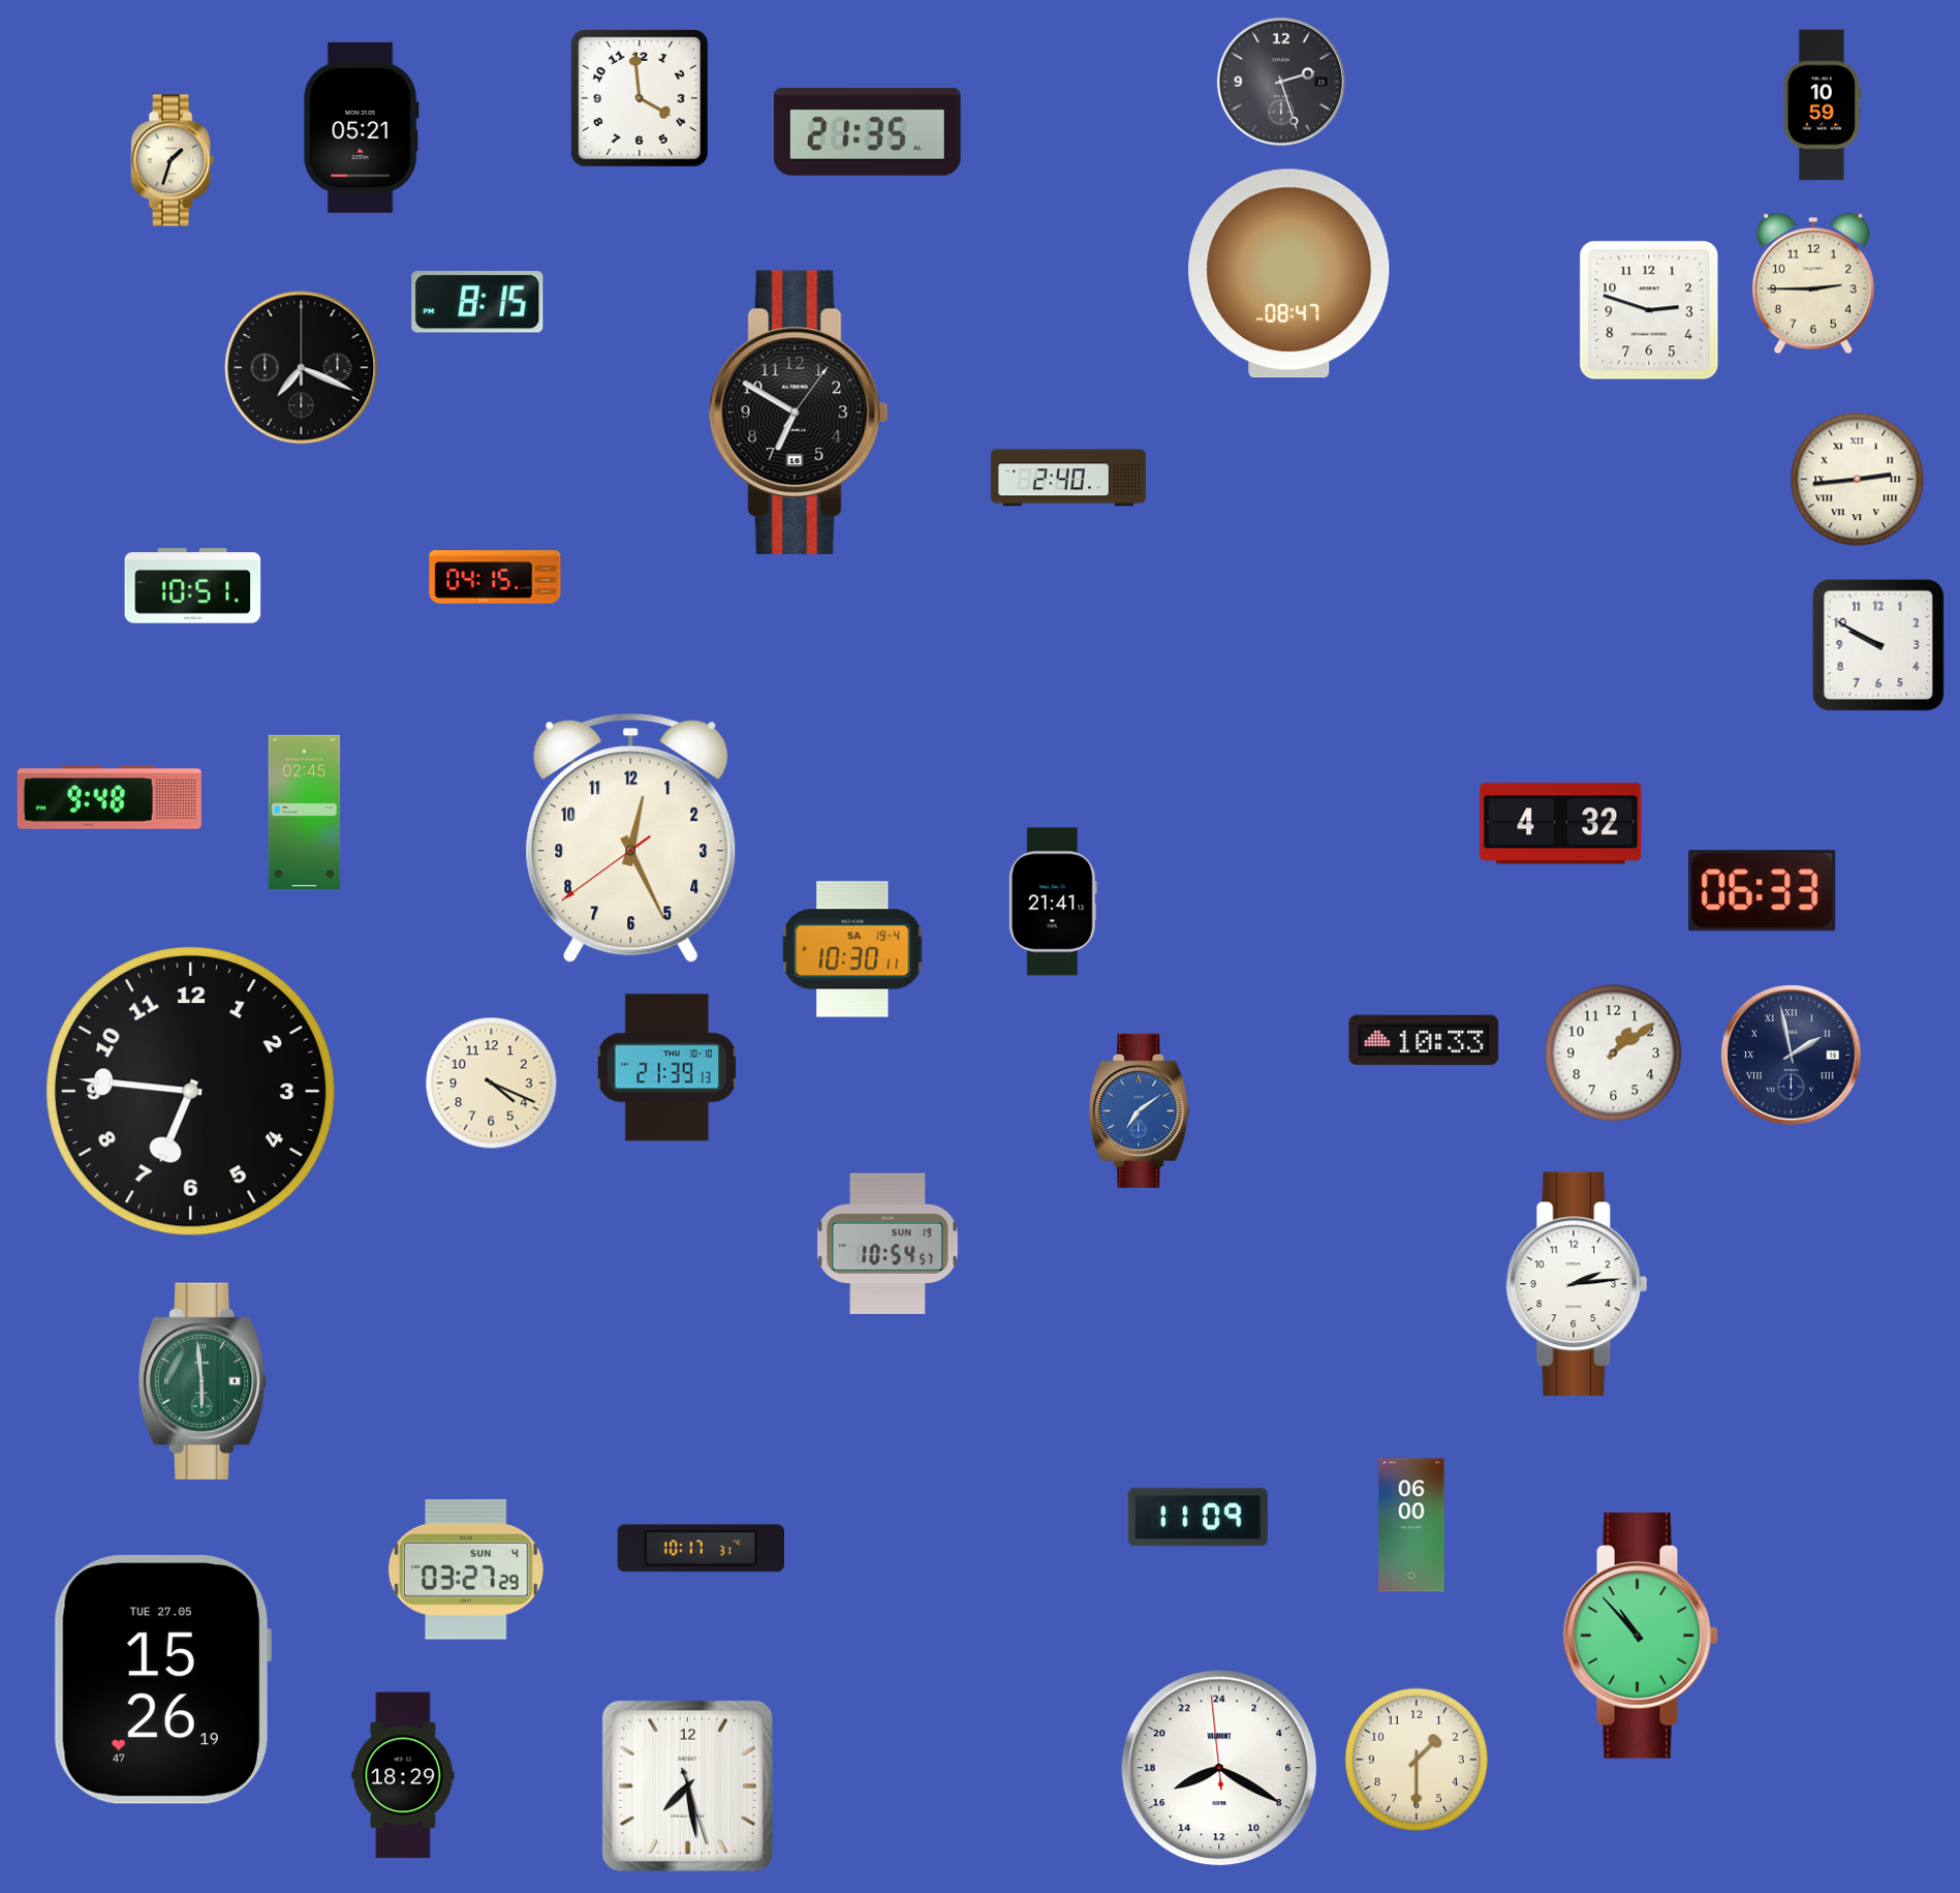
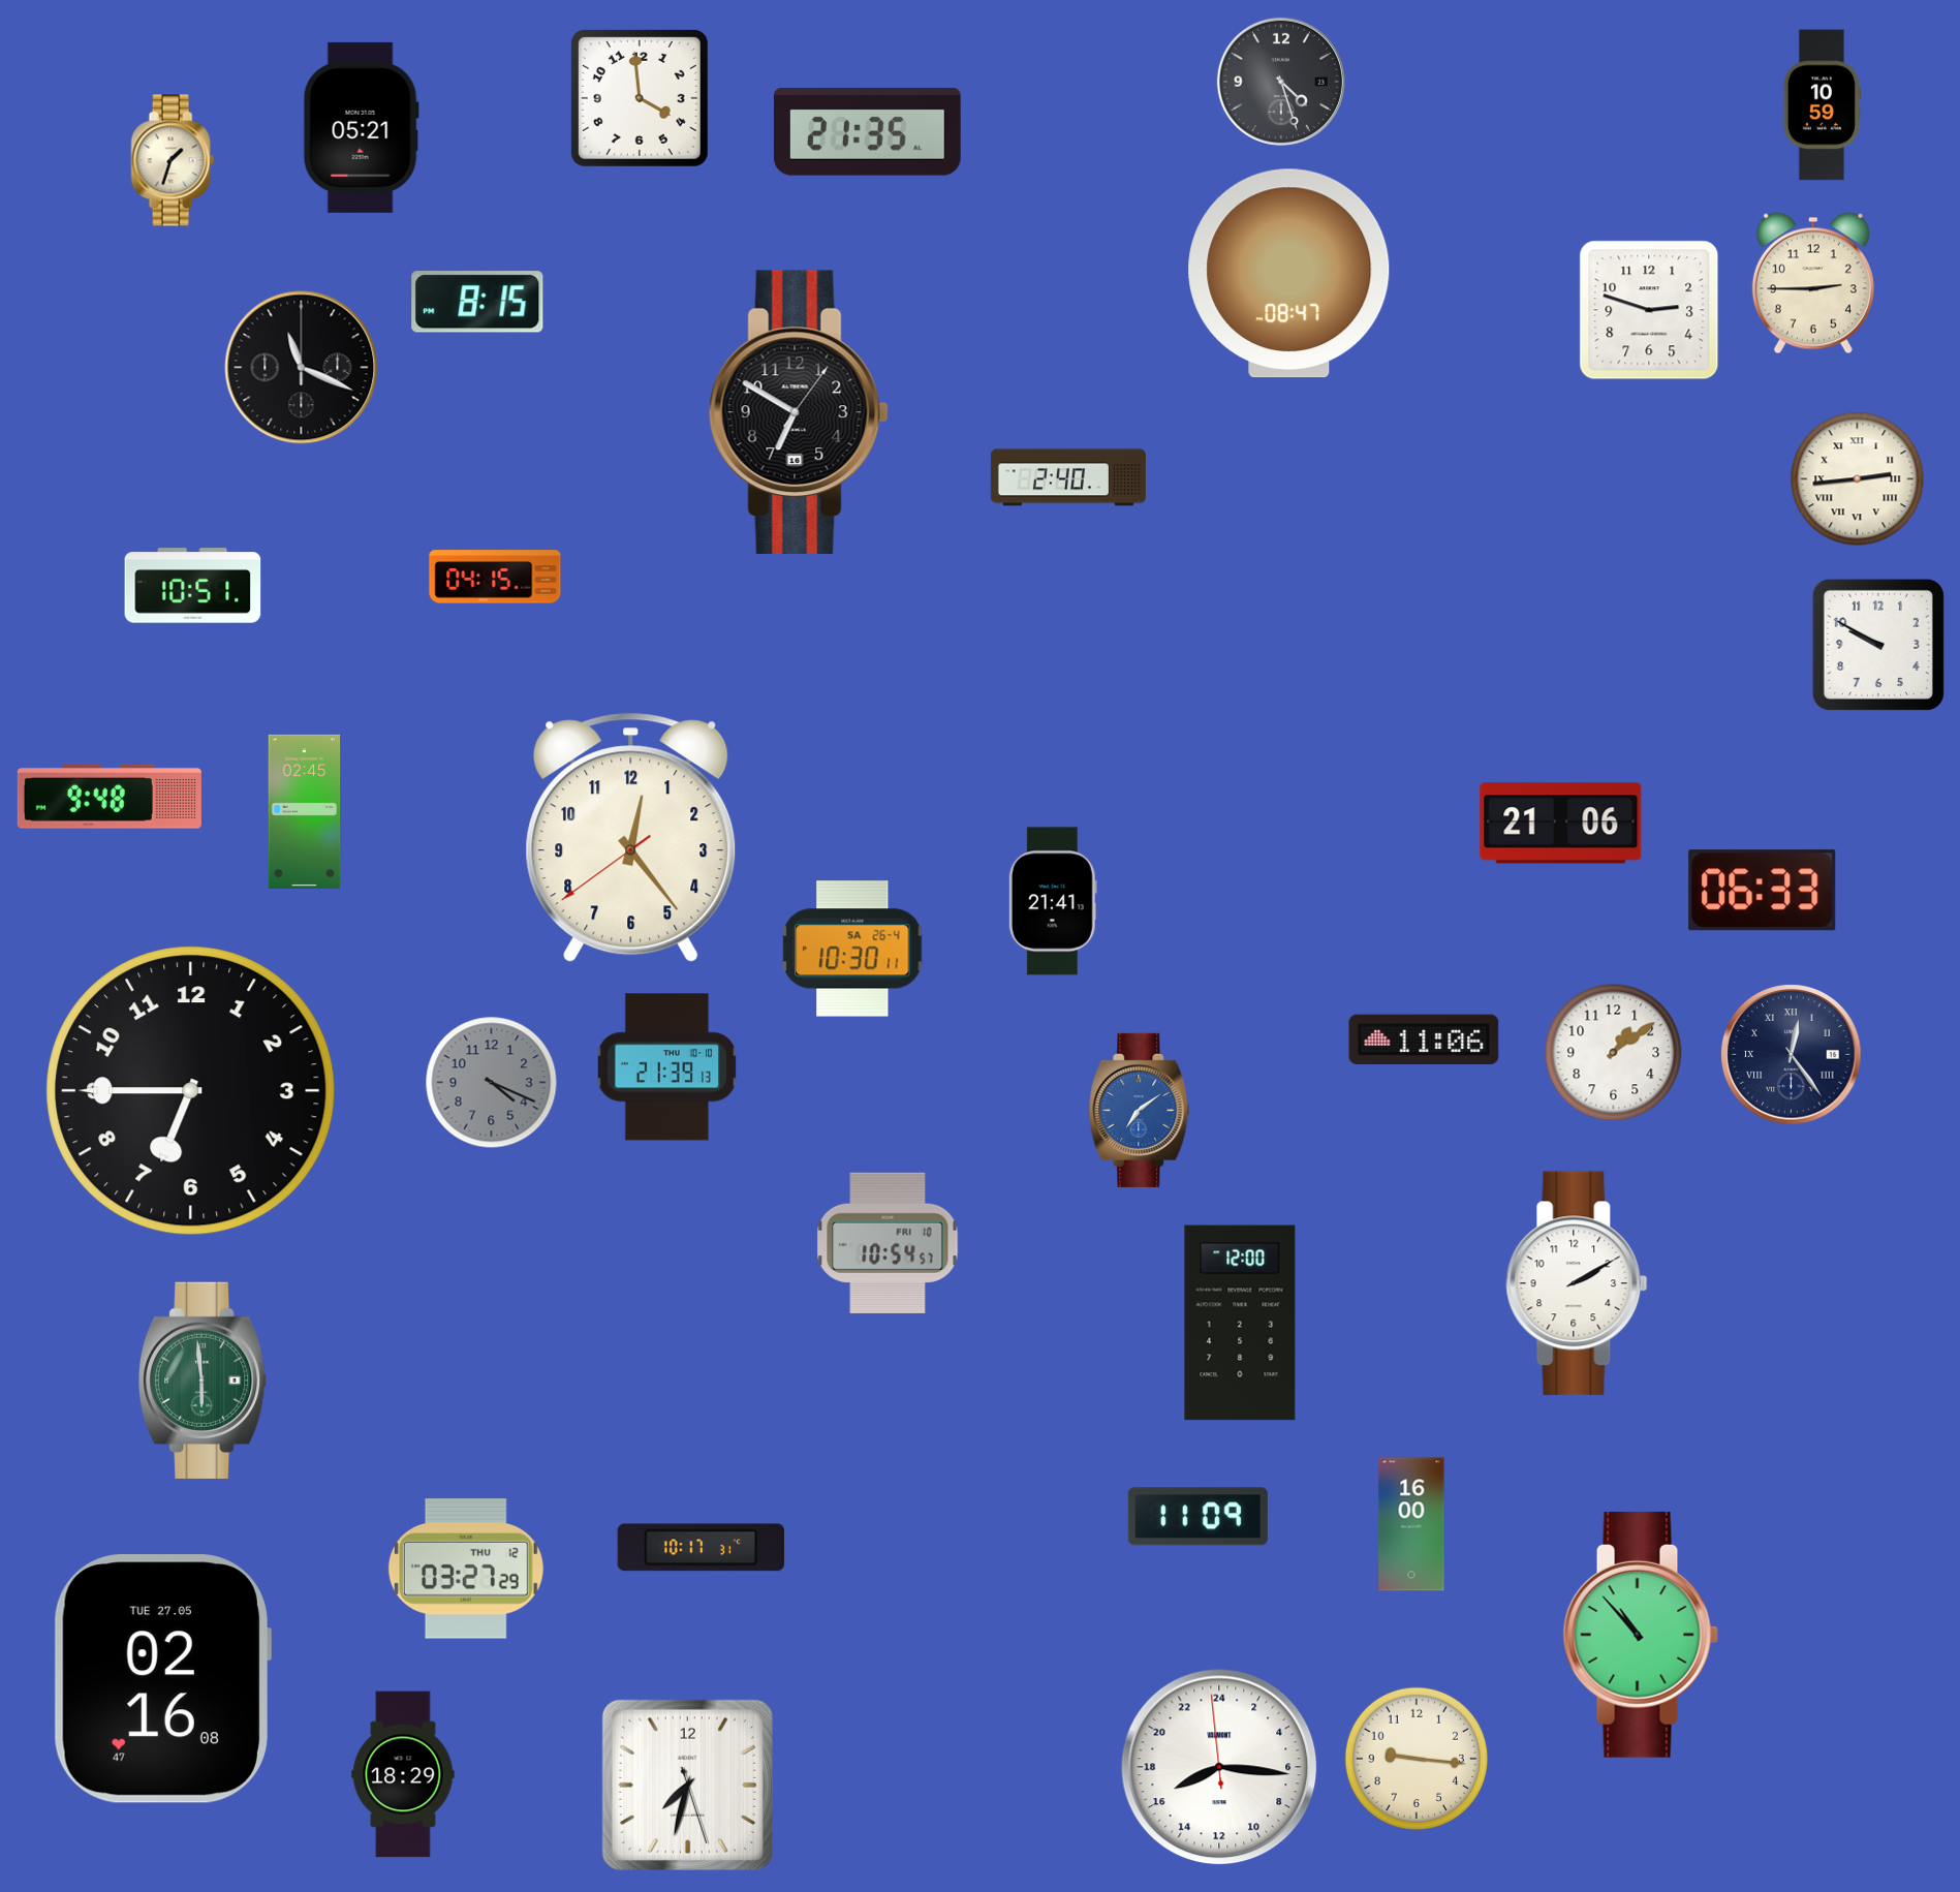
clock at (1281, 82): 2:27 -> 4:27
clock at (302, 368): 7:19 -> 11:19
clock at (1561, 824): 4:32 -> 21:06
clock at (631, 838): 12:25 -> 12:23
clock at (852, 949) date: SA 19-4 -> SA 26-4
clock at (1424, 1040): 10:33 -> 11:06
clock at (1792, 1056): 1:58 -> 12:24
clock at (492, 1083) dial: cream -> grey
clock at (191, 1092): 6:46 -> 6:45
clock at (888, 1244) date: SUN 19 -> FRI 10
clock at (1577, 1284): 2:14 -> 2:10
clock at (1240, 1323): none -> 12:00
clock at (1411, 1525): 06:00 -> 16:00
clock at (466, 1569) date: SUN 4 -> THU 12
clock at (162, 1680): 15:26 -> 02:16
clock at (1415, 1759): 1:30 -> 9:16
clock at (1219, 1768): 16:19 -> 16:15
clock at (687, 1785): 7:28 -> 7:32
